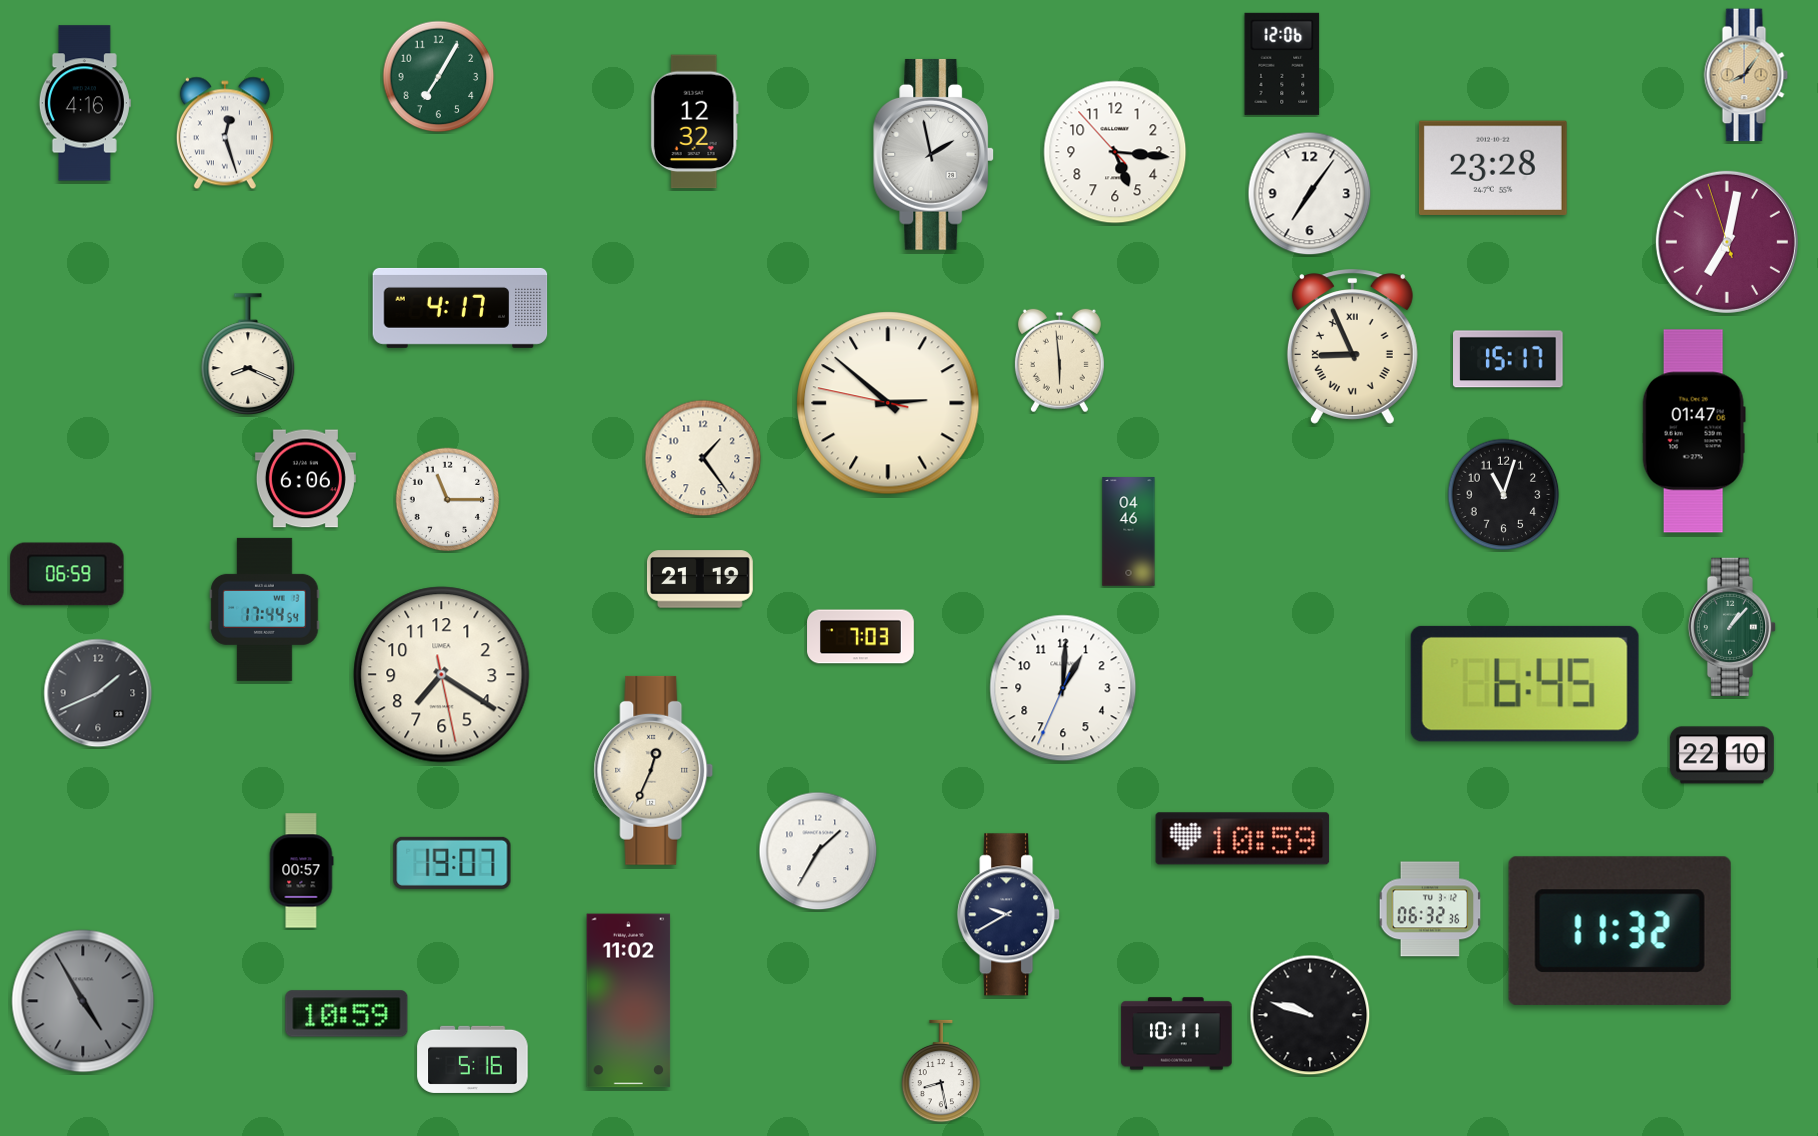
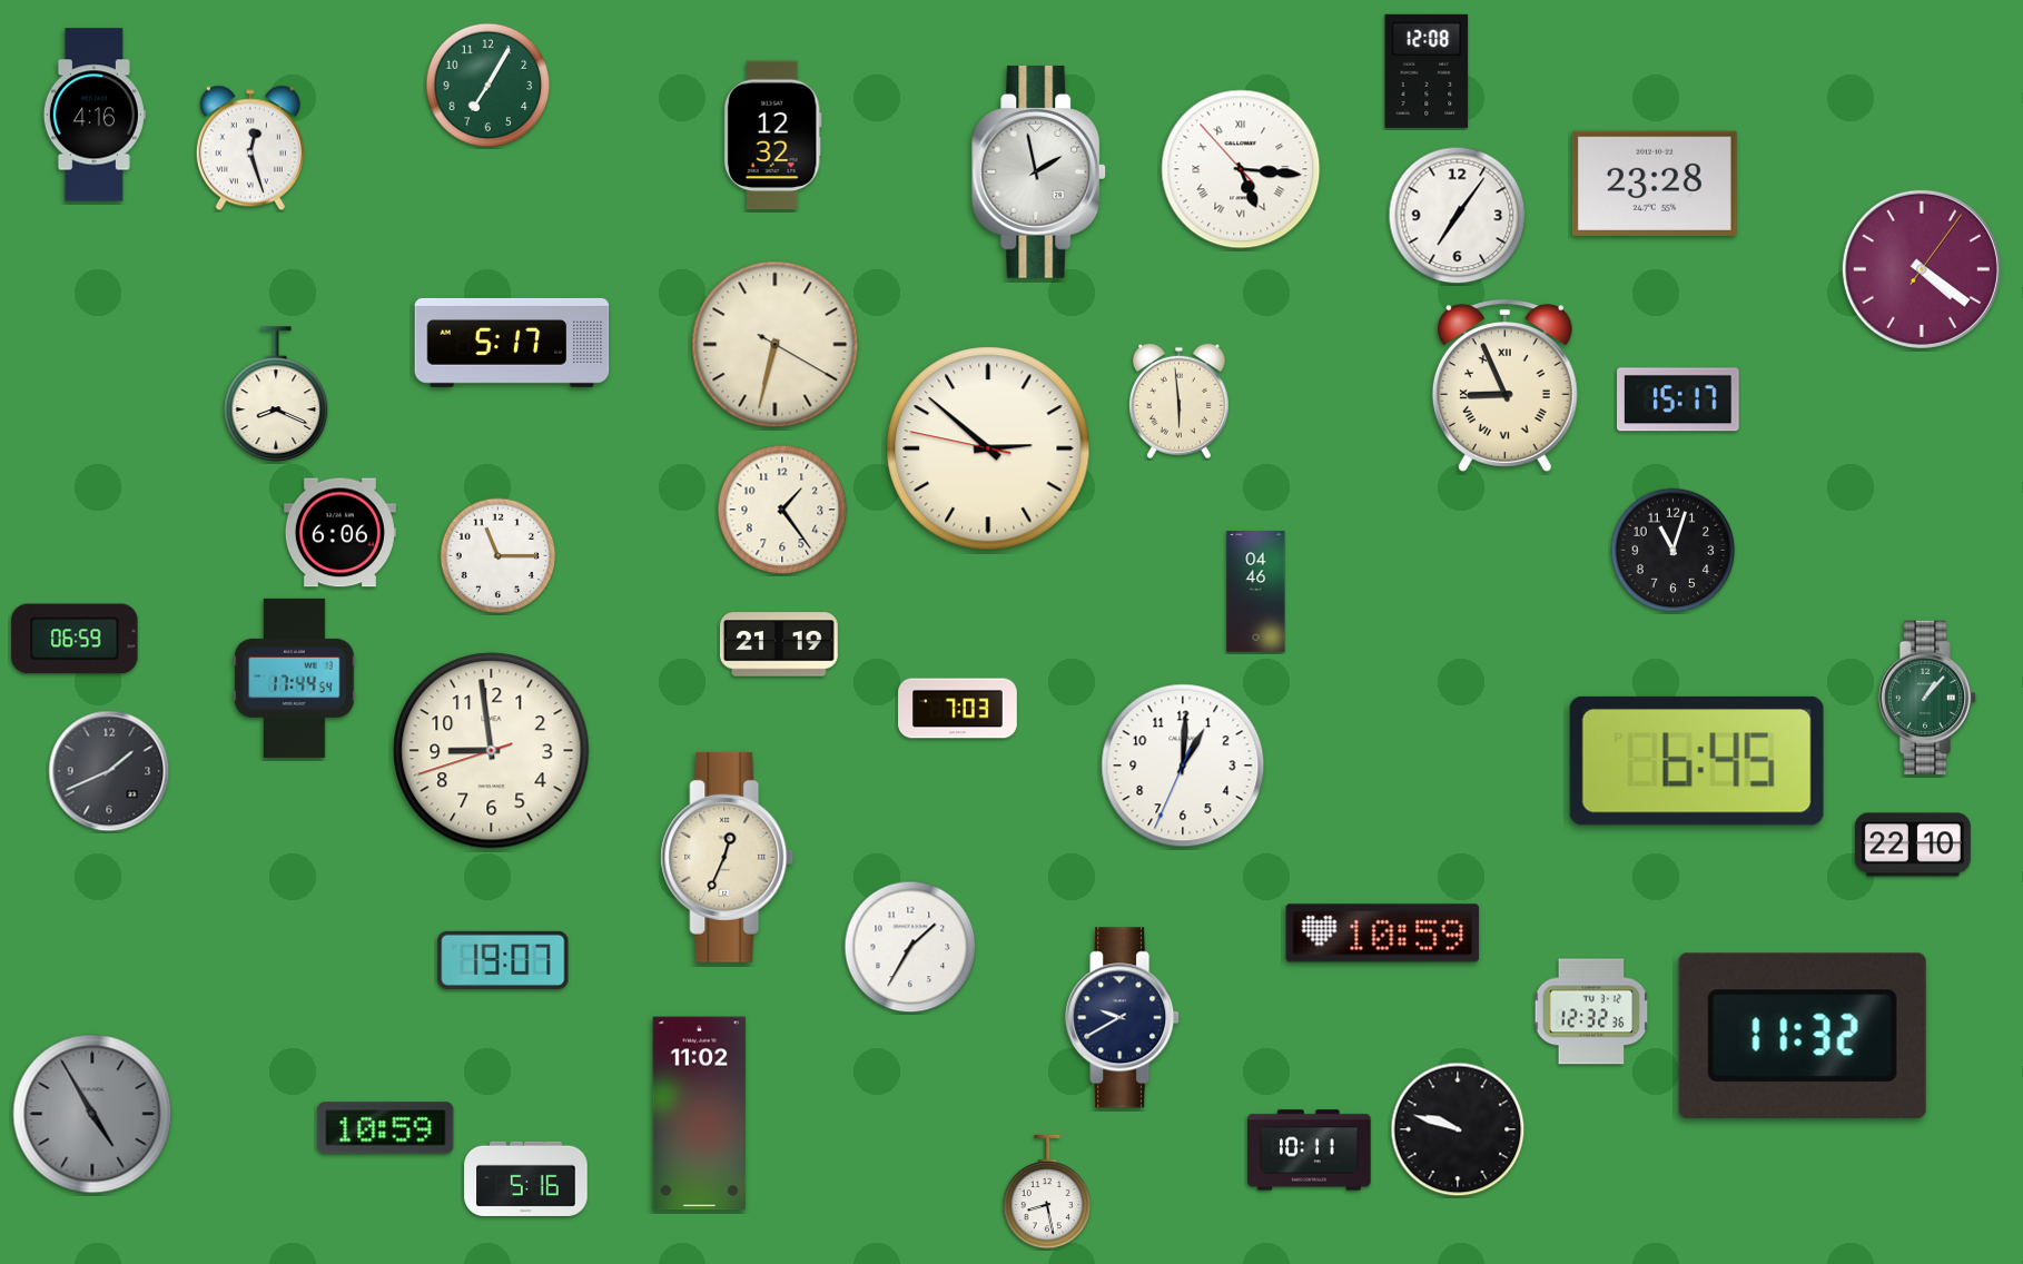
clock at (1282, 64): 12:06 -> 12:08
clock at (1746, 75): 8:06 -> none
clock at (1115, 152) numerals: Arabic -> Roman
clock at (1493, 168) position: (1493, 168) -> (1655, 184)
clock at (1727, 242): 7:01 -> 4:21
clock at (460, 308): 4:17 -> 5:17
clock at (776, 345): none -> 6:32
clock at (1694, 431): 01:47 -> none
clock at (442, 675): 7:20 -> 8:58
clock at (1722, 755) position: (1722, 755) -> (1913, 845)
clock at (301, 871): 00:57 -> none
clock at (1430, 909): 06:32 -> 12:32
